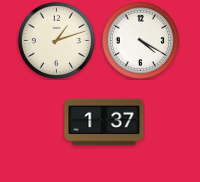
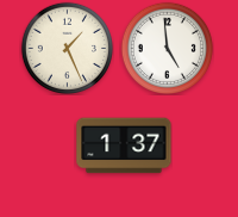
clock at (56, 40): 1:12 -> 1:26
clock at (140, 40): 4:20 -> 4:59
